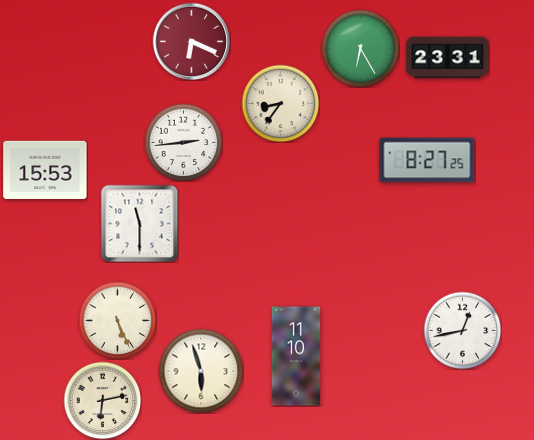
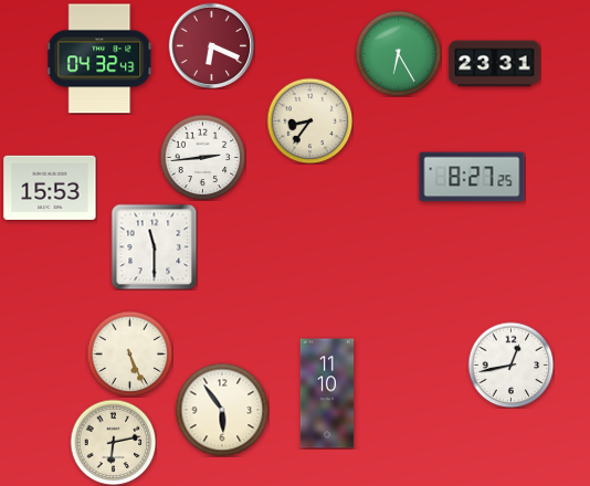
clock at (101, 59): none -> 04:32
clock at (280, 103) position: (280, 103) -> (309, 120)
clock at (201, 371): 5:57 -> 5:54
